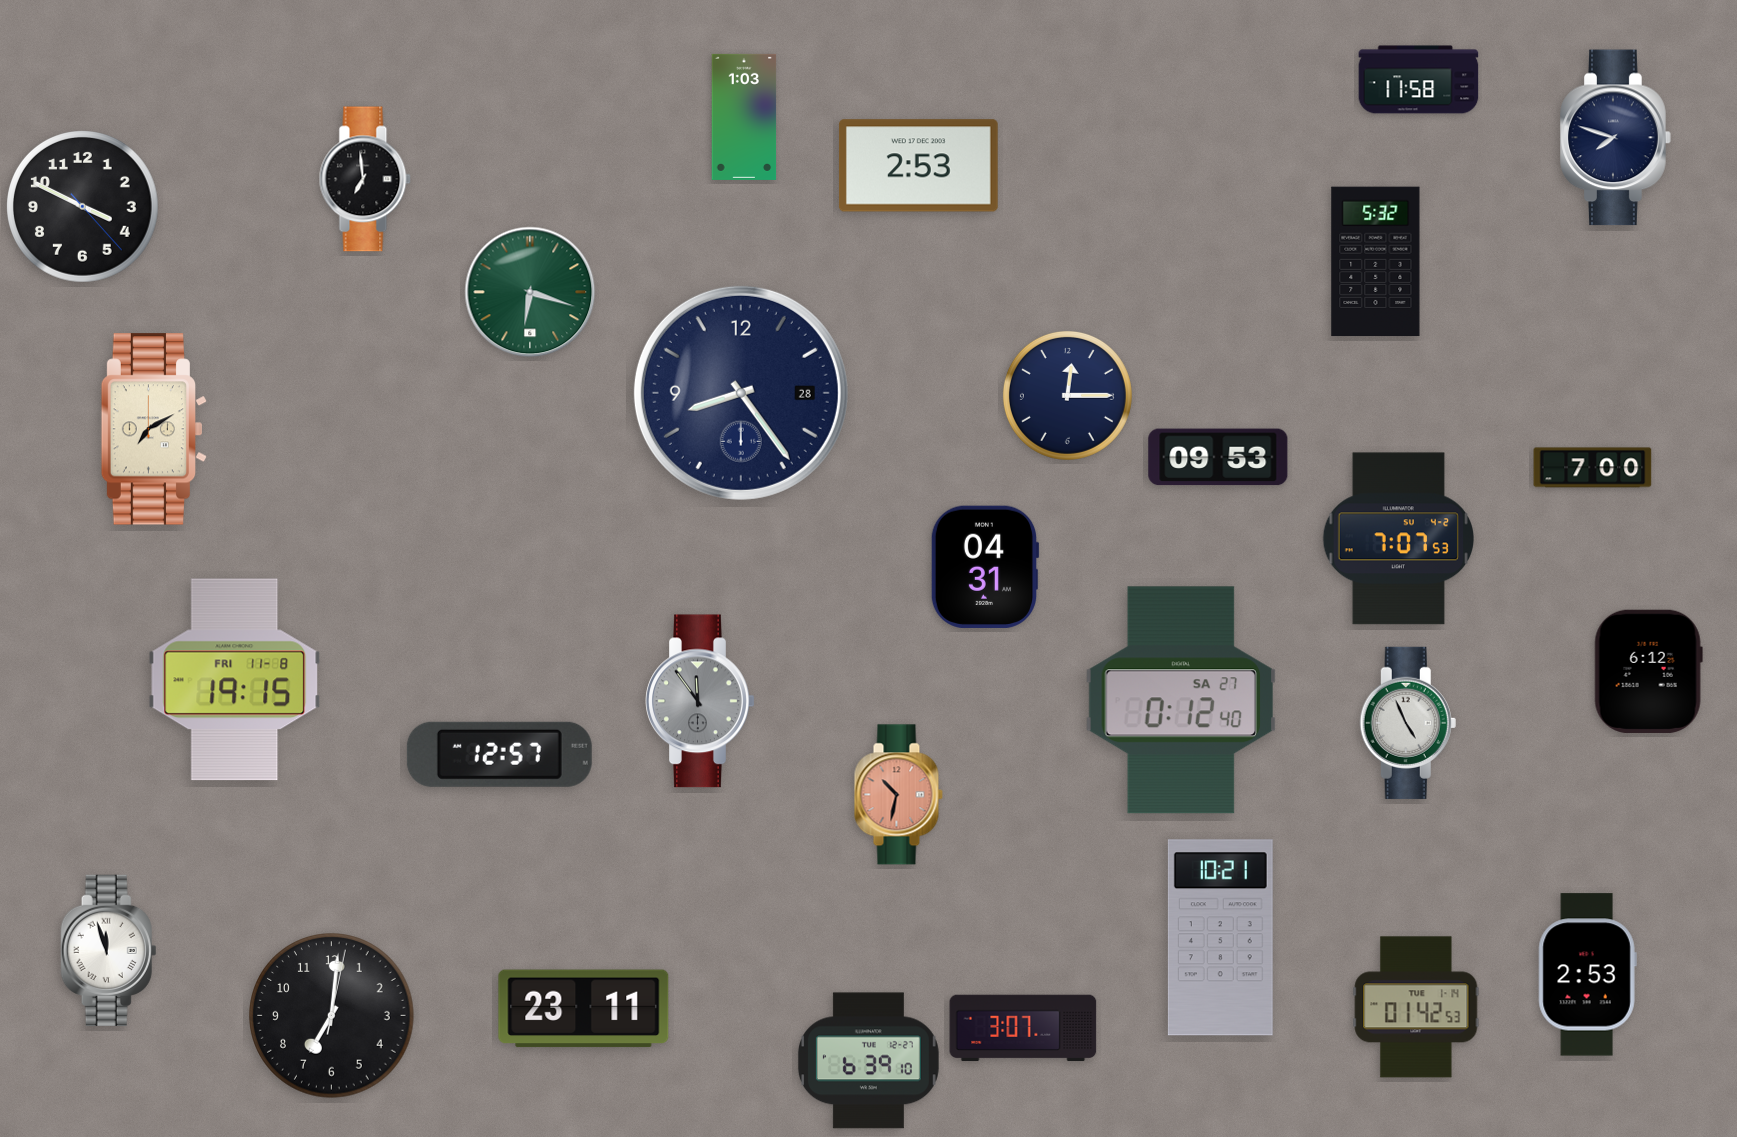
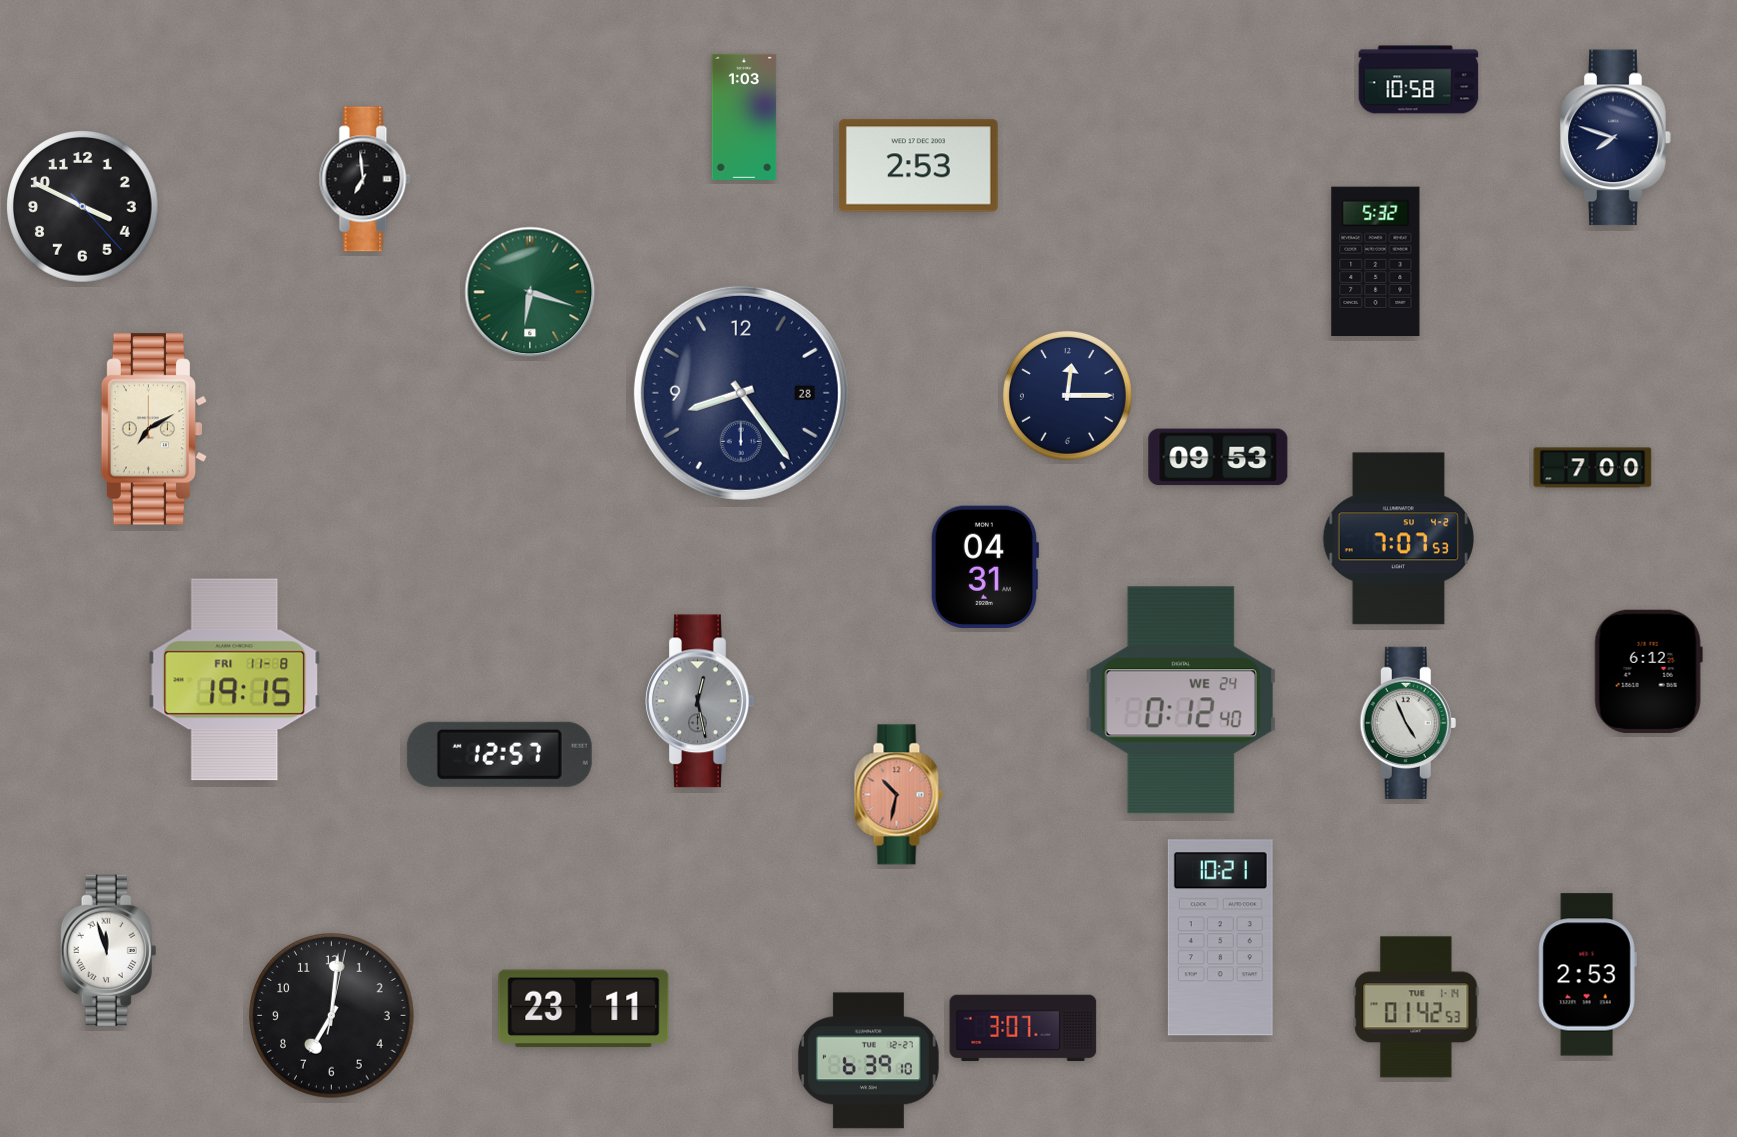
clock at (1419, 80): 11:58 -> 10:58
clock at (1181, 700) date: SA 27 -> WE 24
clock at (700, 701): 11:54 -> 12:28
